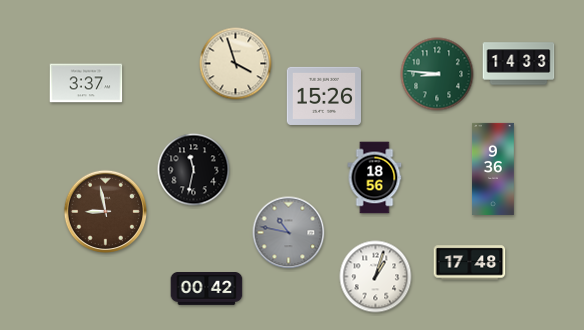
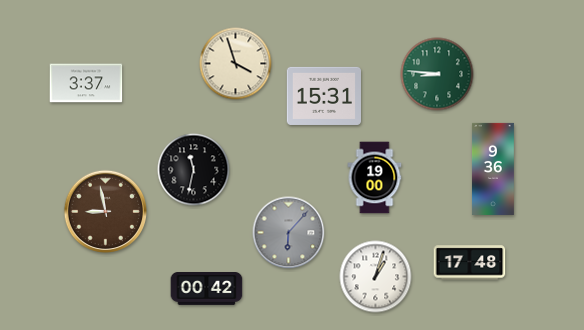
clock at (519, 64): 14:33 -> none
clock at (323, 96): 15:26 -> 15:31
clock at (375, 178): 18:56 -> 19:00
clock at (289, 233): 10:47 -> 6:07
